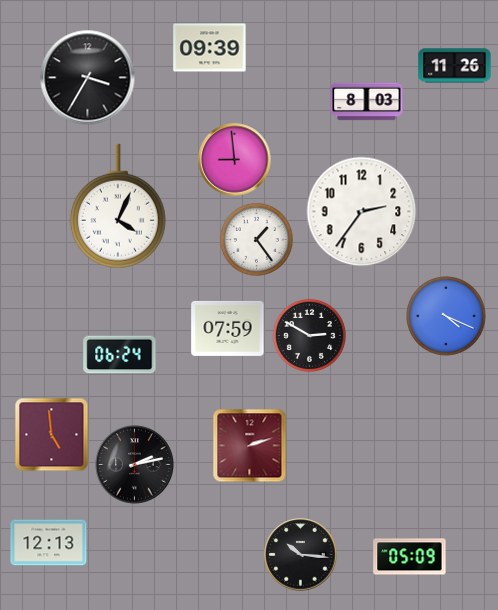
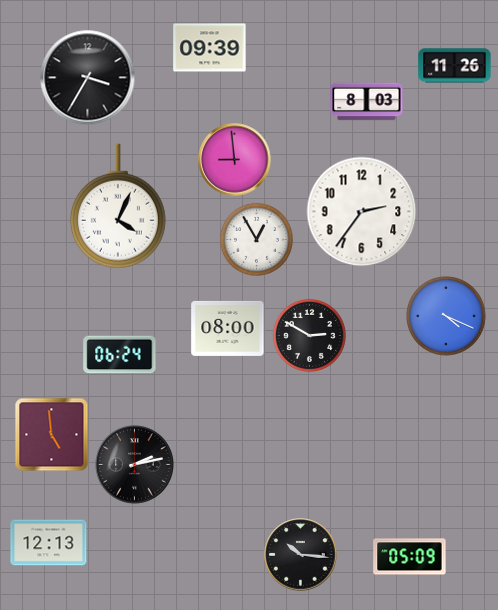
clock at (256, 239): 1:24 -> 12:55
clock at (228, 328): 07:59 -> 08:00
clock at (250, 446): 2:12 -> none
